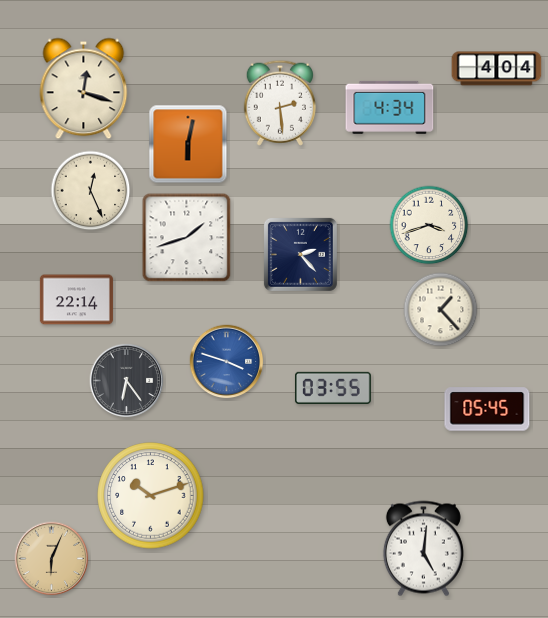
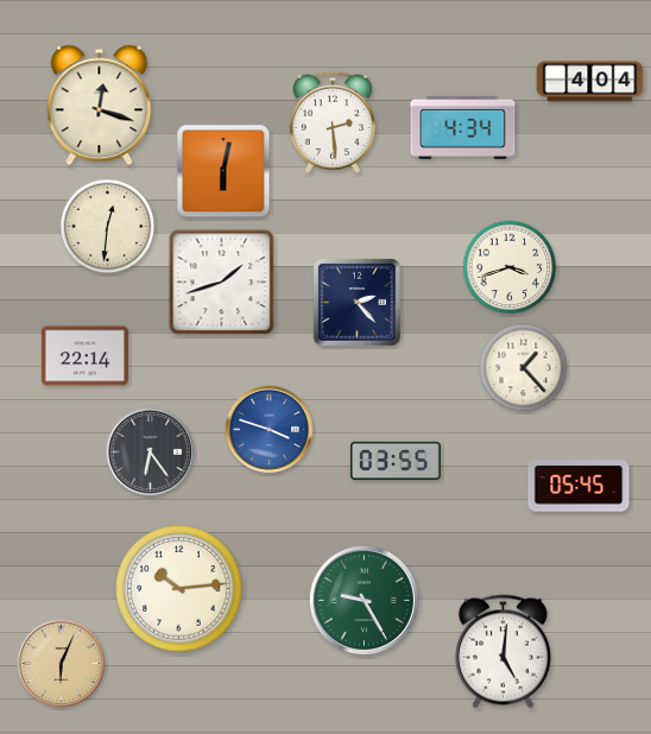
clock at (91, 191): 12:26 -> 12:31
clock at (76, 300) position: (76, 300) -> (84, 356)
clock at (151, 496): 10:12 -> 10:14
clock at (364, 600): none -> 9:25
